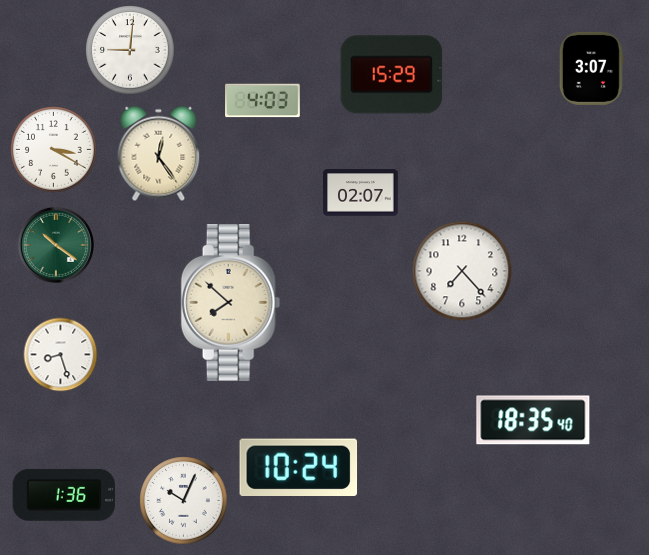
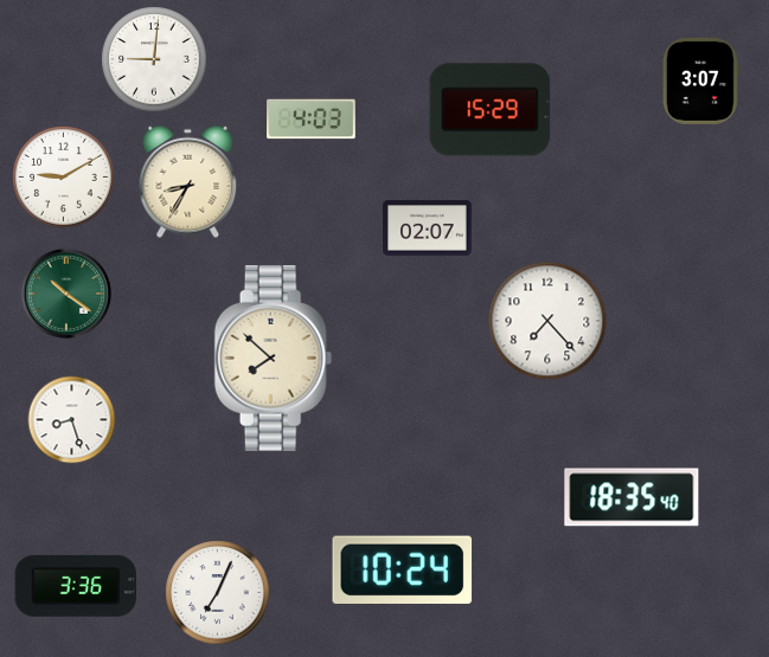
clock at (392, 75) position: (392, 75) -> (491, 110)
clock at (54, 150): 3:20 -> 9:10
clock at (159, 154): 12:24 -> 8:35
clock at (56, 245) position: (56, 245) -> (66, 294)
clock at (299, 468) position: (299, 468) -> (403, 571)
clock at (64, 495): 1:36 -> 3:36
clock at (184, 501): 10:04 -> 7:04
